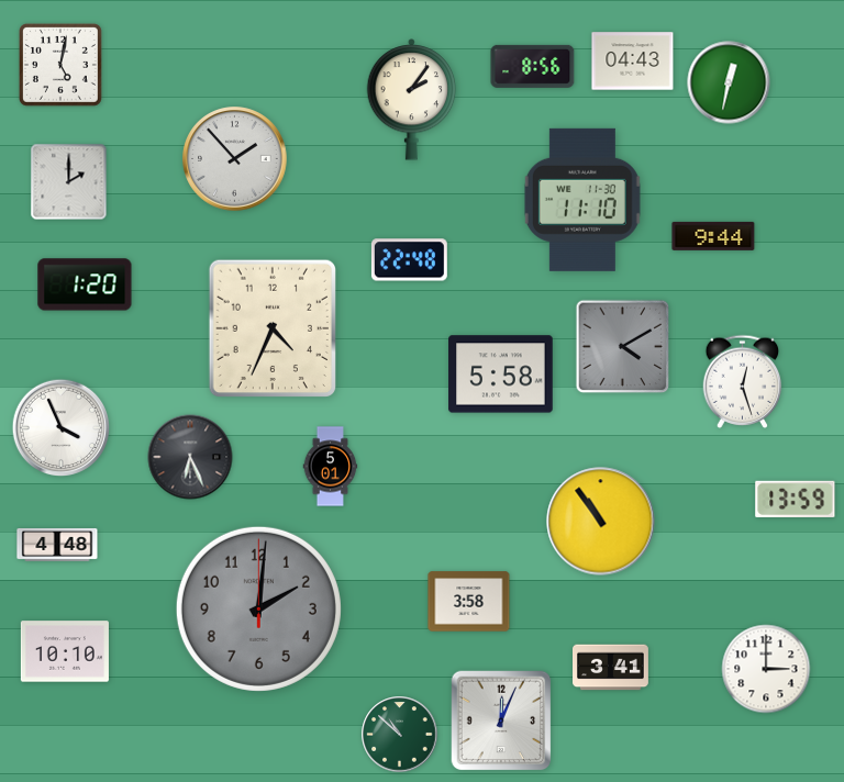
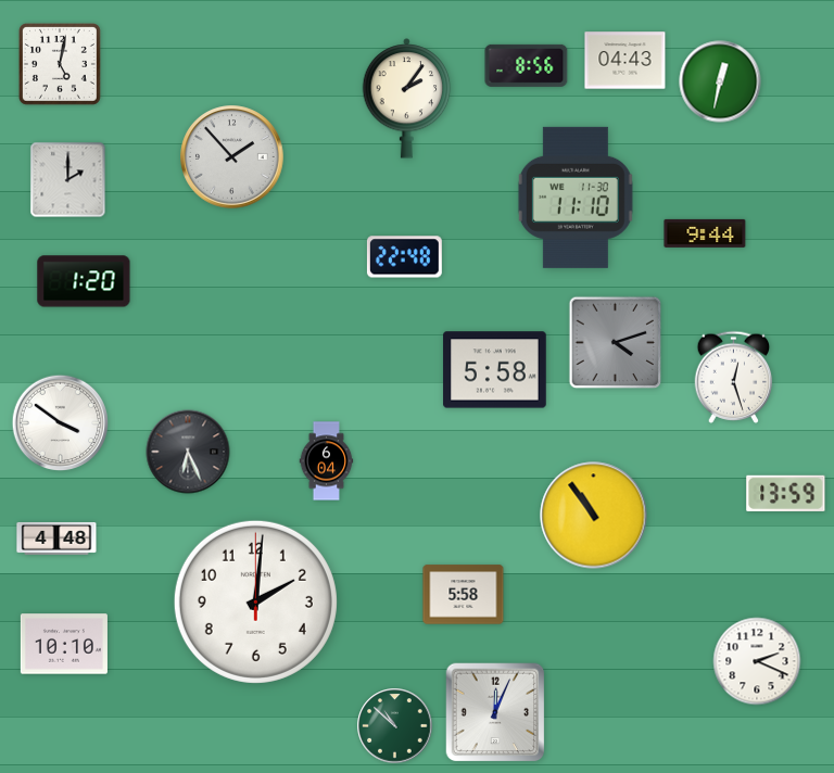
clock at (271, 327): 4:34 -> none
clock at (623, 347): 4:10 -> 4:12
clock at (62, 428): 3:56 -> 3:51
clock at (331, 467): 5:01 -> 6:04
clock at (469, 602): 3:58 -> 5:58
clock at (258, 608) dial: grey -> white
clock at (611, 668): 3:41 -> none
clock at (766, 669): 3:00 -> 2:19
